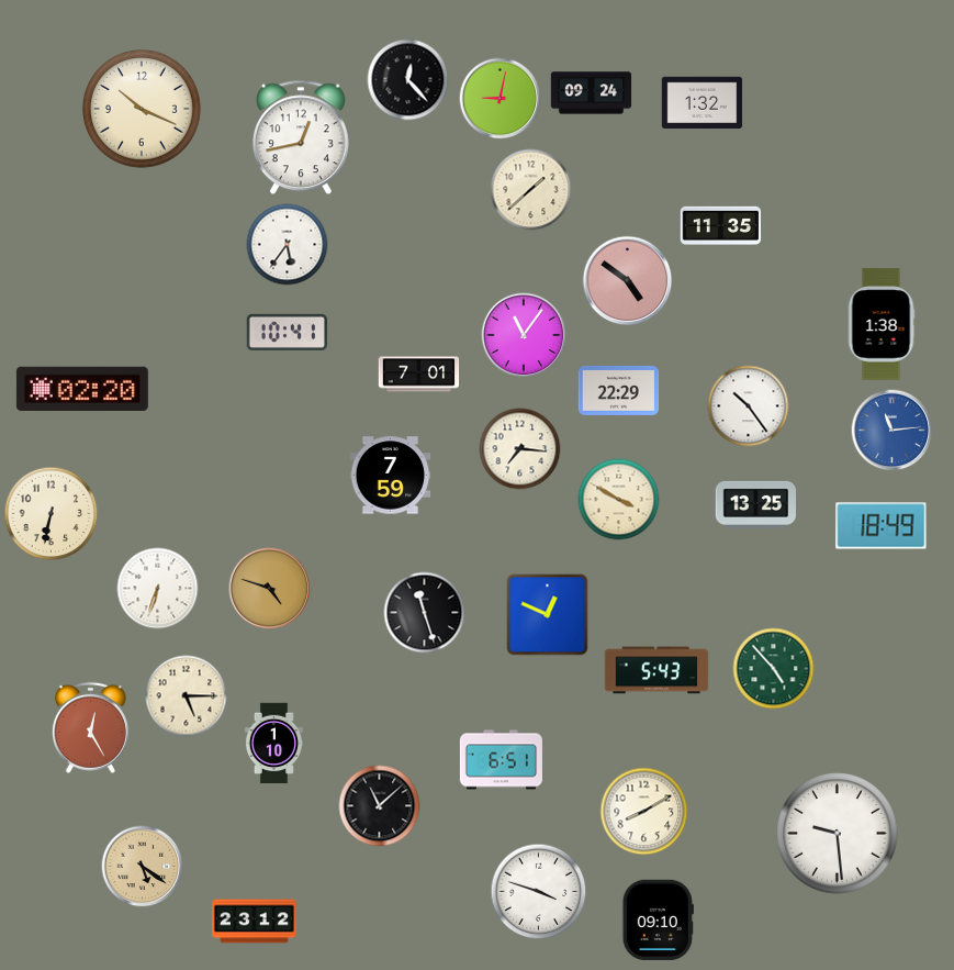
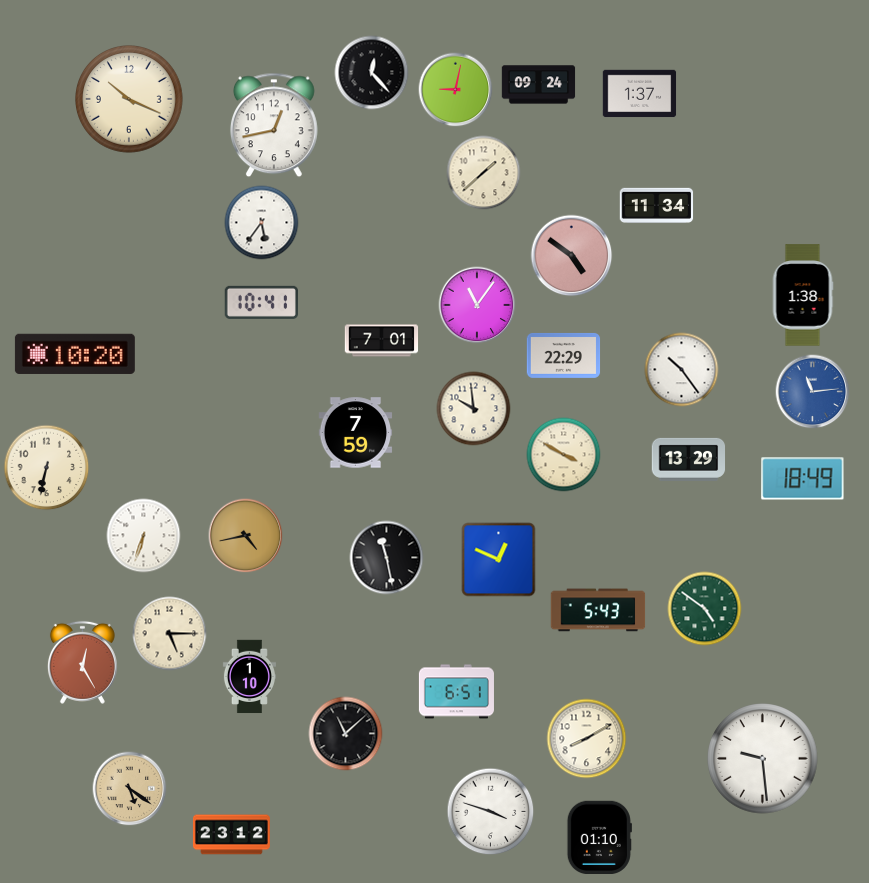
clock at (703, 103): 1:32 -> 1:37
clock at (721, 225): 11:35 -> 11:34
clock at (82, 388): 02:20 -> 10:20
clock at (520, 449): 7:16 -> 9:59
clock at (756, 504): 13:25 -> 13:29
clock at (270, 589): 4:48 -> 4:43
clock at (425, 613): 11:27 -> 11:28
clock at (774, 669): 4:53 -> 4:51
clock at (658, 919): 09:10 -> 01:10
clock at (255, 922) position: (255, 922) -> (232, 835)
